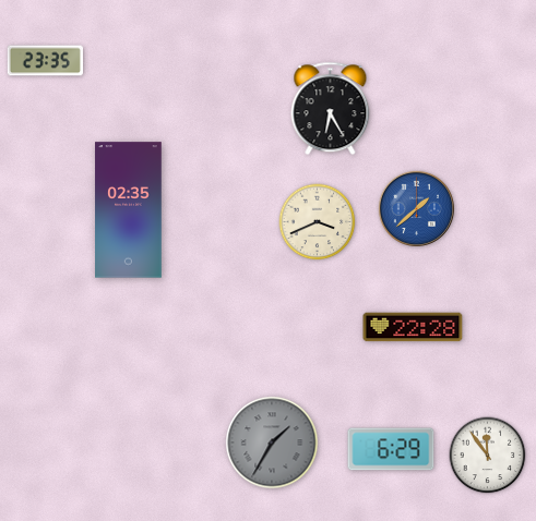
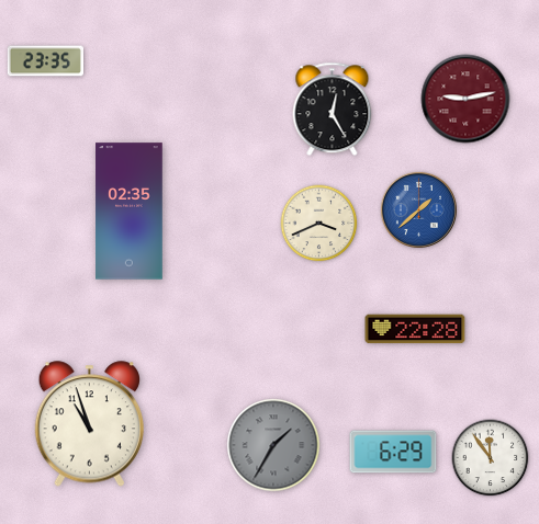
clock at (465, 99): none -> 9:13
clock at (331, 109): 6:25 -> 12:25
clock at (89, 424): none -> 10:57
